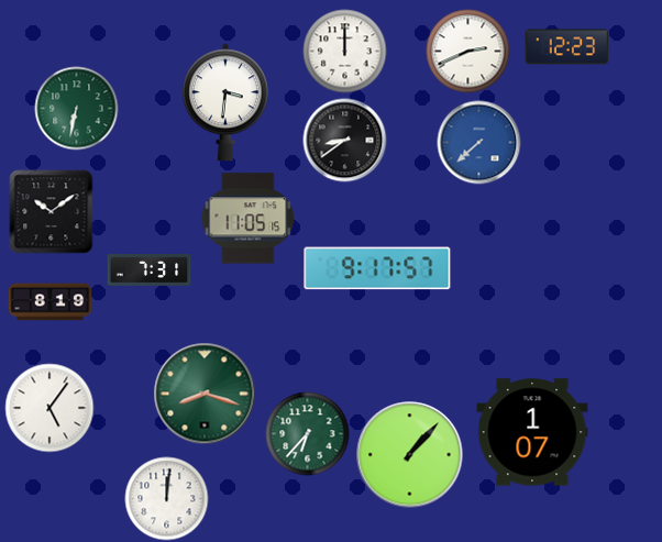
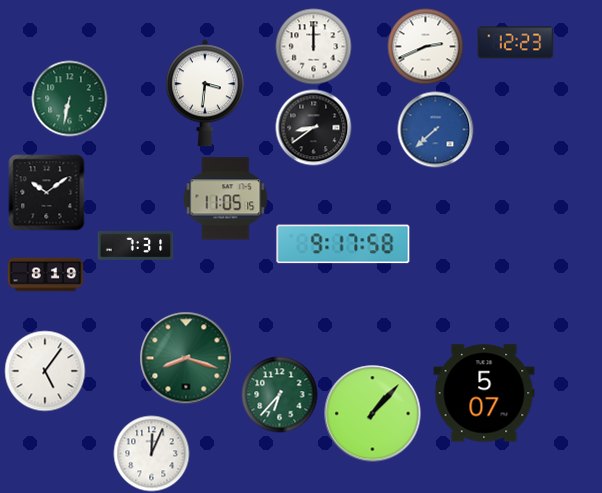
clock at (377, 268): 9:17:57 -> 9:17:58
clock at (532, 432): 1:07 -> 5:07
clock at (167, 499): 12:01 -> 12:04
